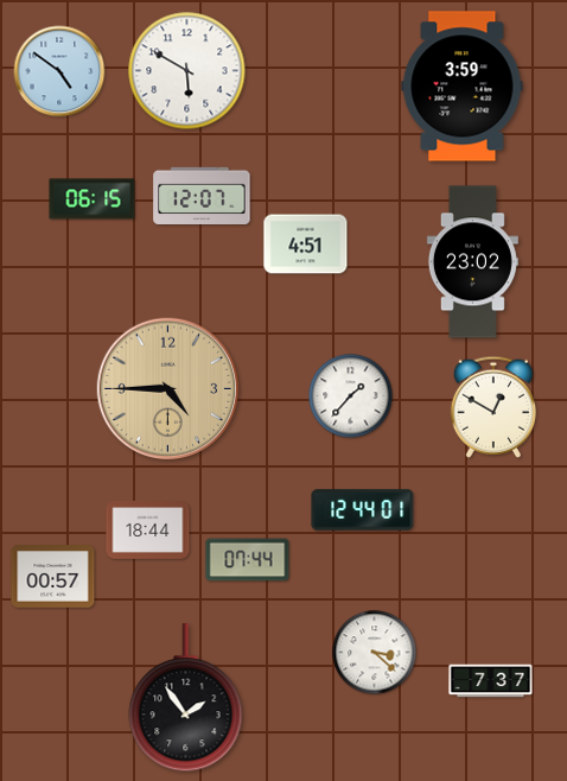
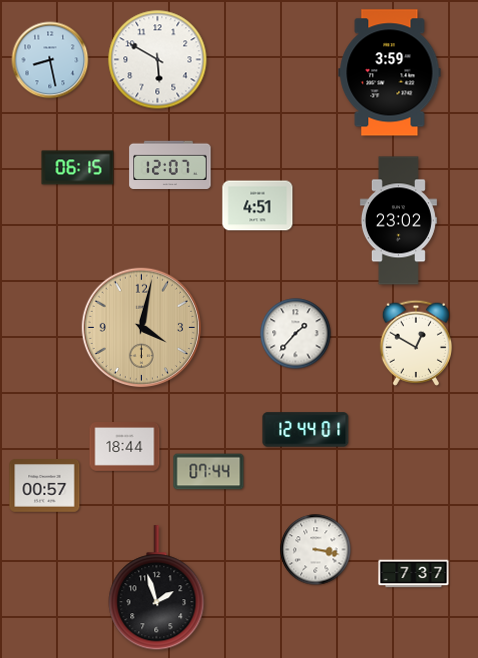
clock at (59, 71): 4:51 -> 8:28
clock at (168, 389): 4:45 -> 4:02
clock at (375, 653): 3:22 -> 3:17
clock at (186, 698): 1:54 -> 1:57
